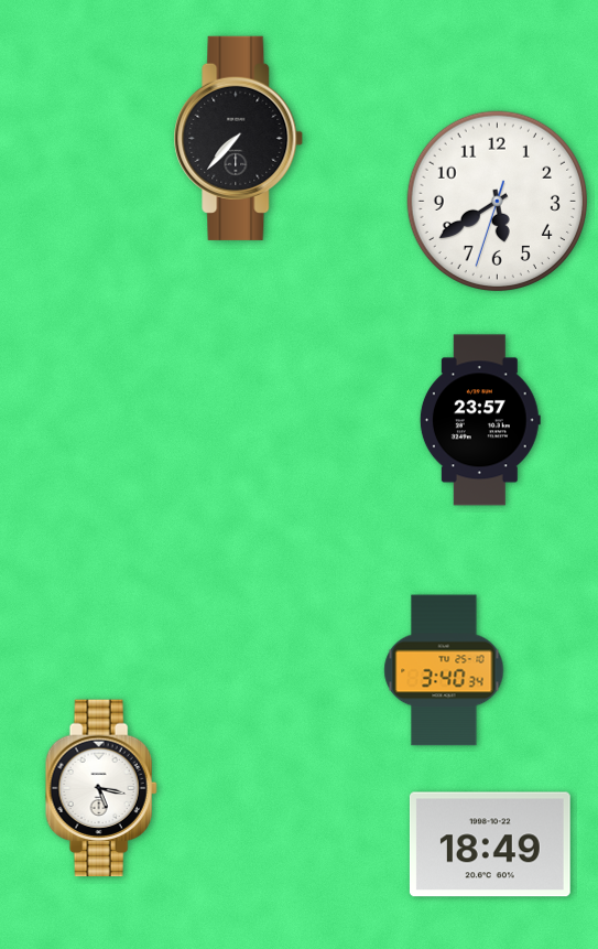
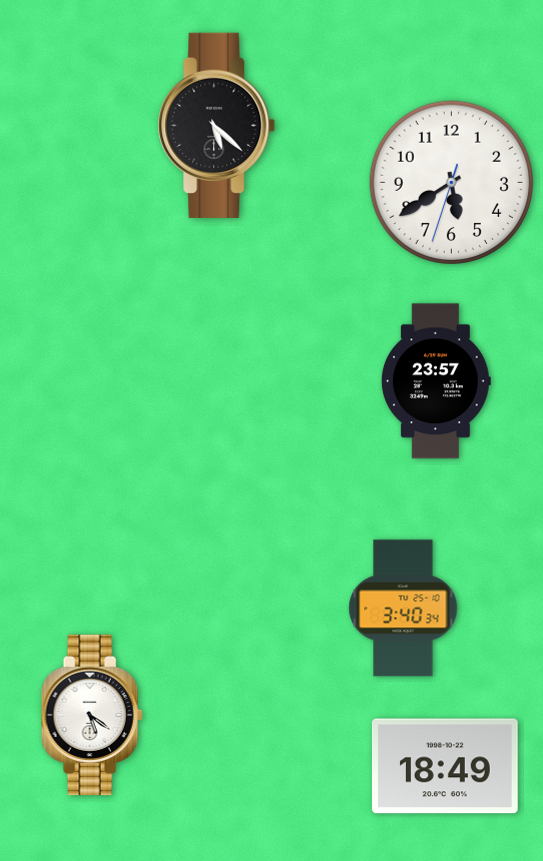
clock at (239, 138): 7:37 -> 5:22
clock at (101, 788): 5:17 -> 5:21
